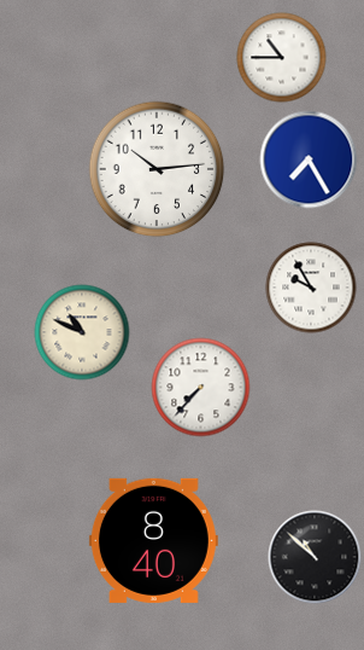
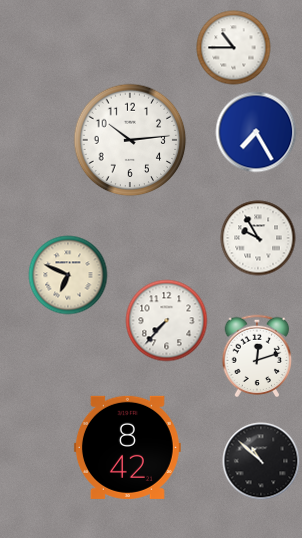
clock at (82, 332): 10:49 -> 6:49
clock at (257, 356): none -> 12:12
clock at (153, 540): 8:40 -> 8:42
